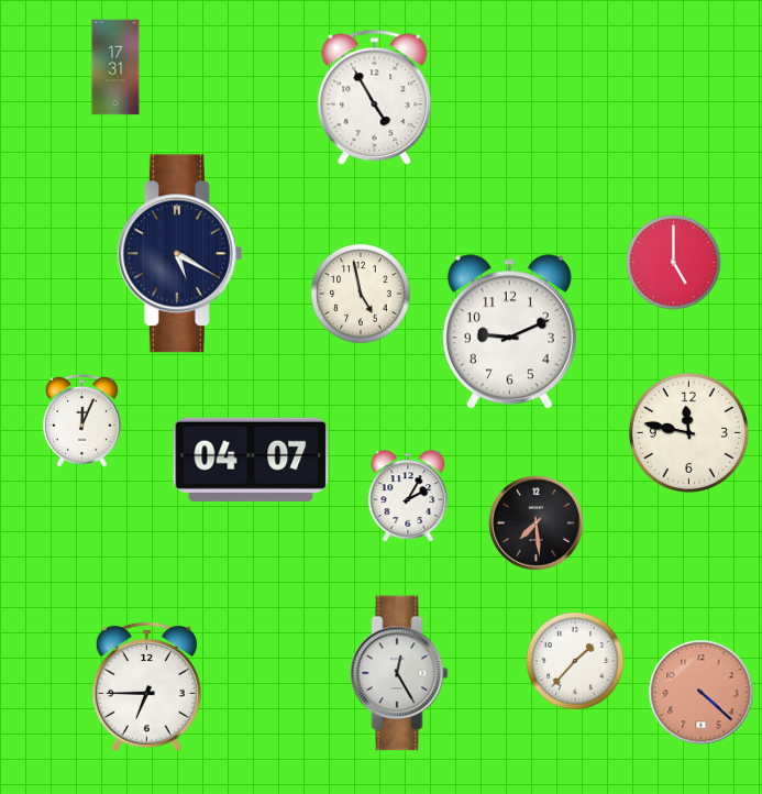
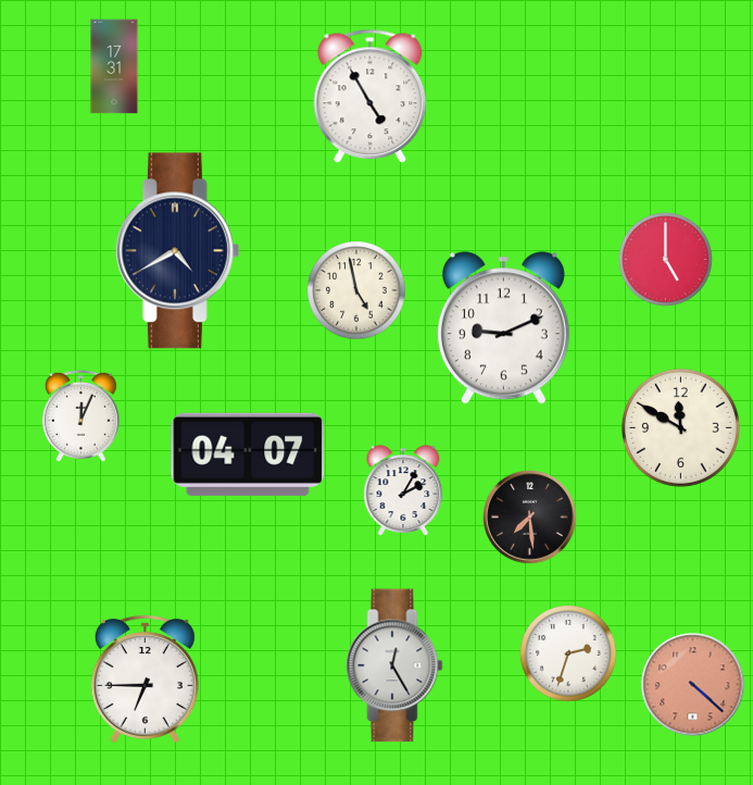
clock at (179, 254): 5:20 -> 4:40
clock at (688, 432): 11:47 -> 11:50
clock at (575, 661): 1:37 -> 2:33
